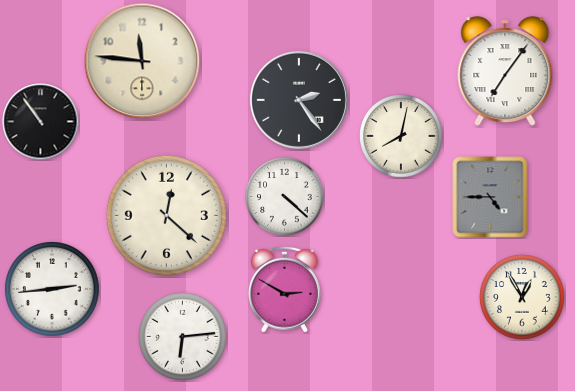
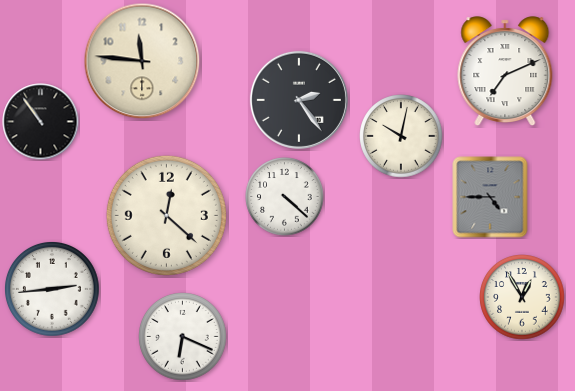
clock at (505, 71): 7:06 -> 7:11
clock at (401, 136): 8:02 -> 10:02
clock at (284, 289): 2:50 -> none
clock at (183, 337): 6:14 -> 6:19
